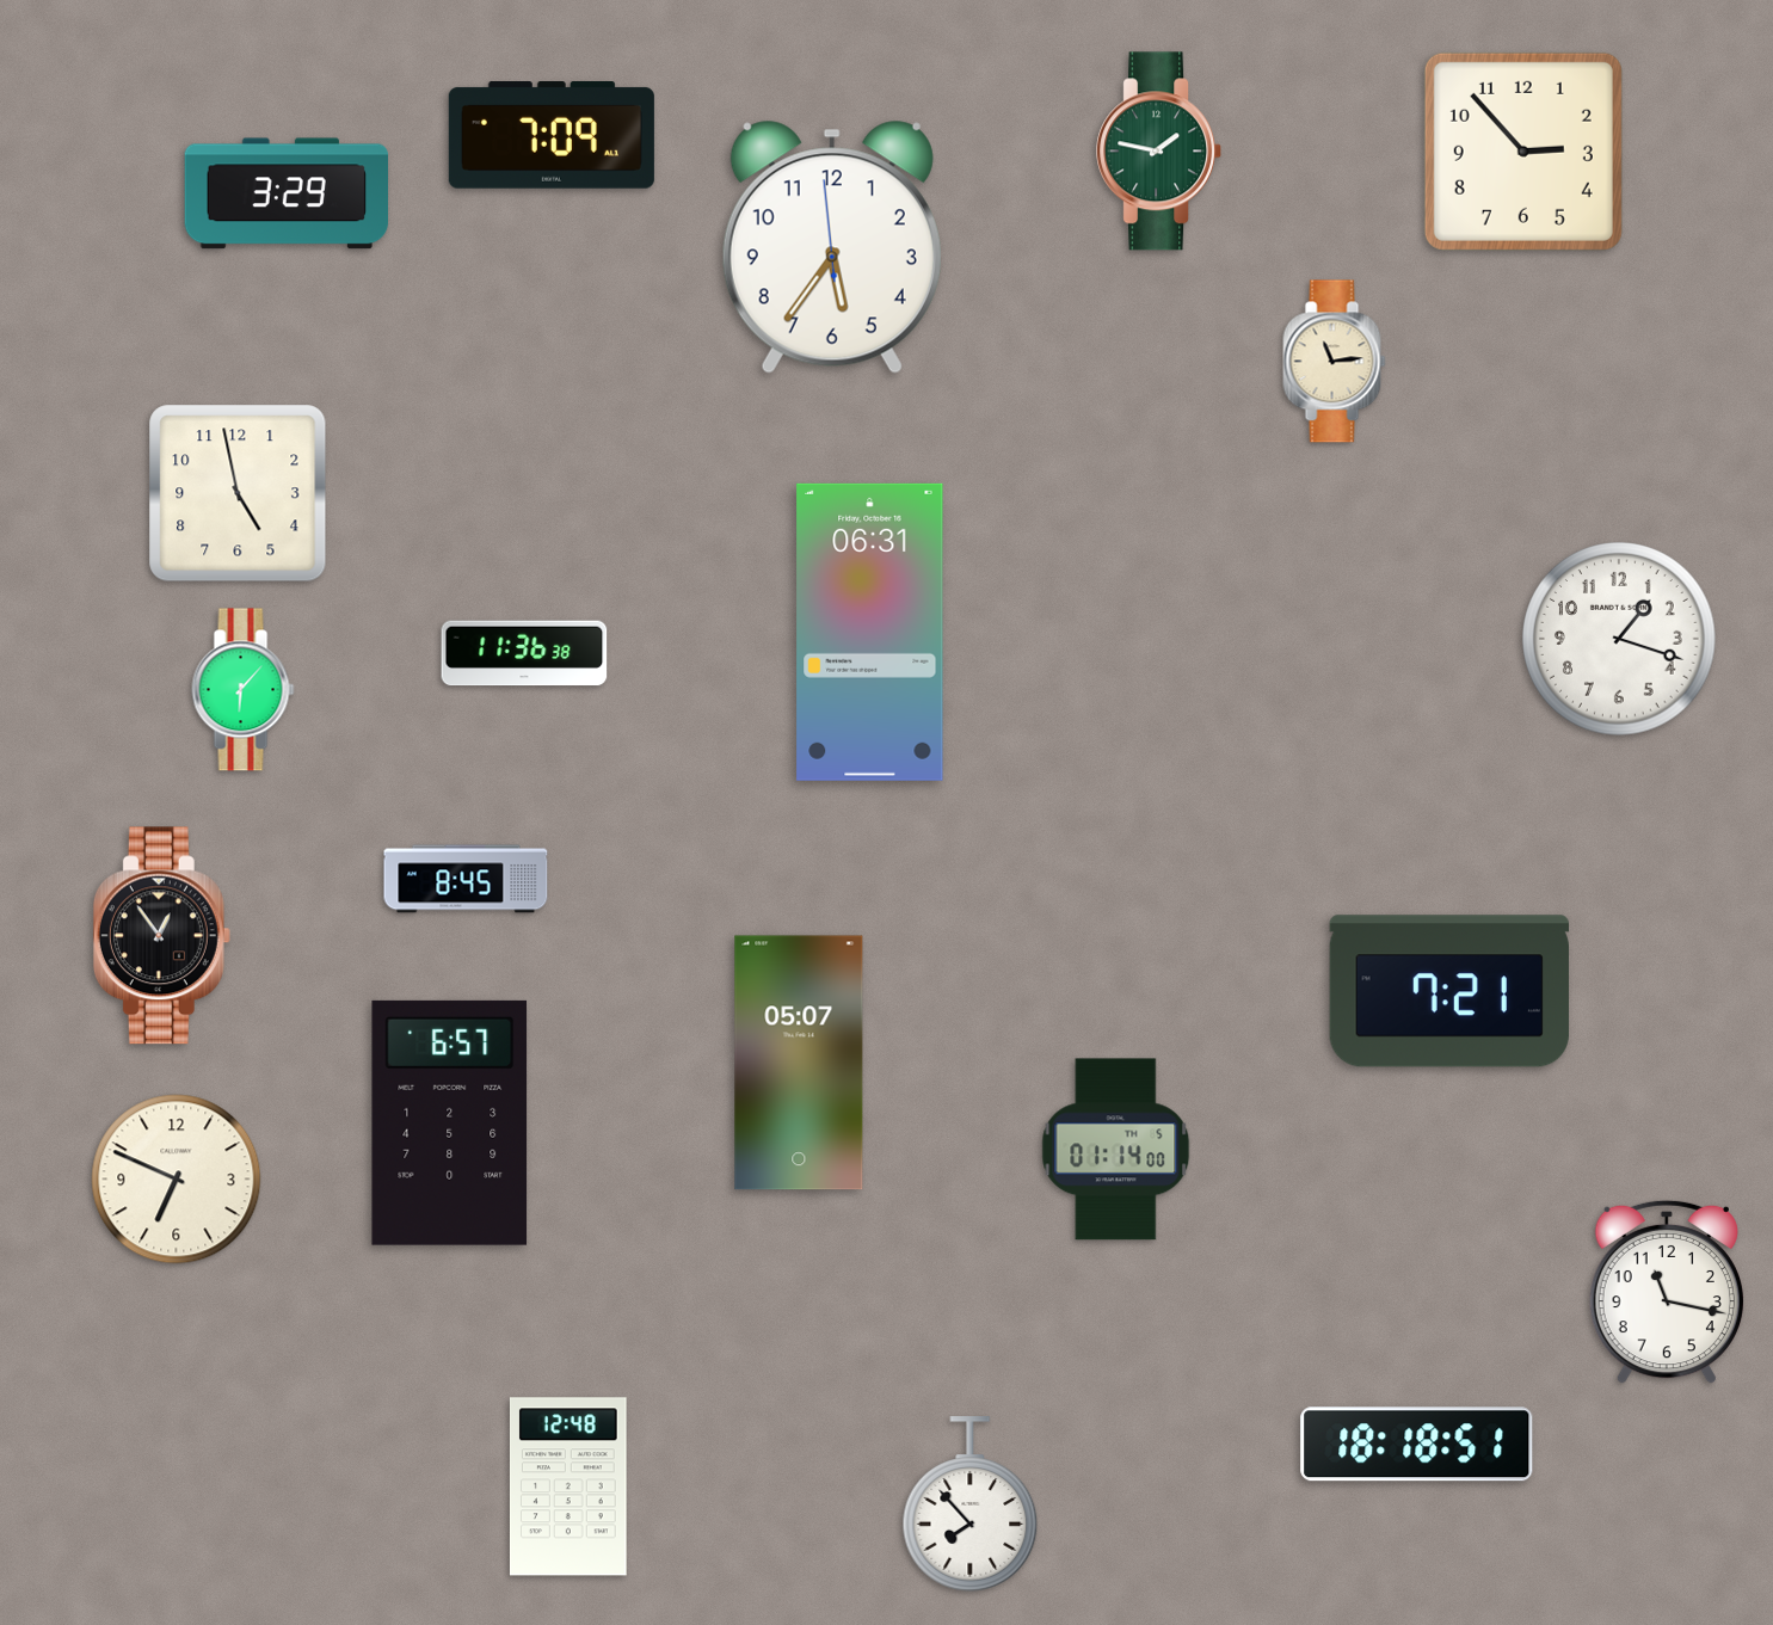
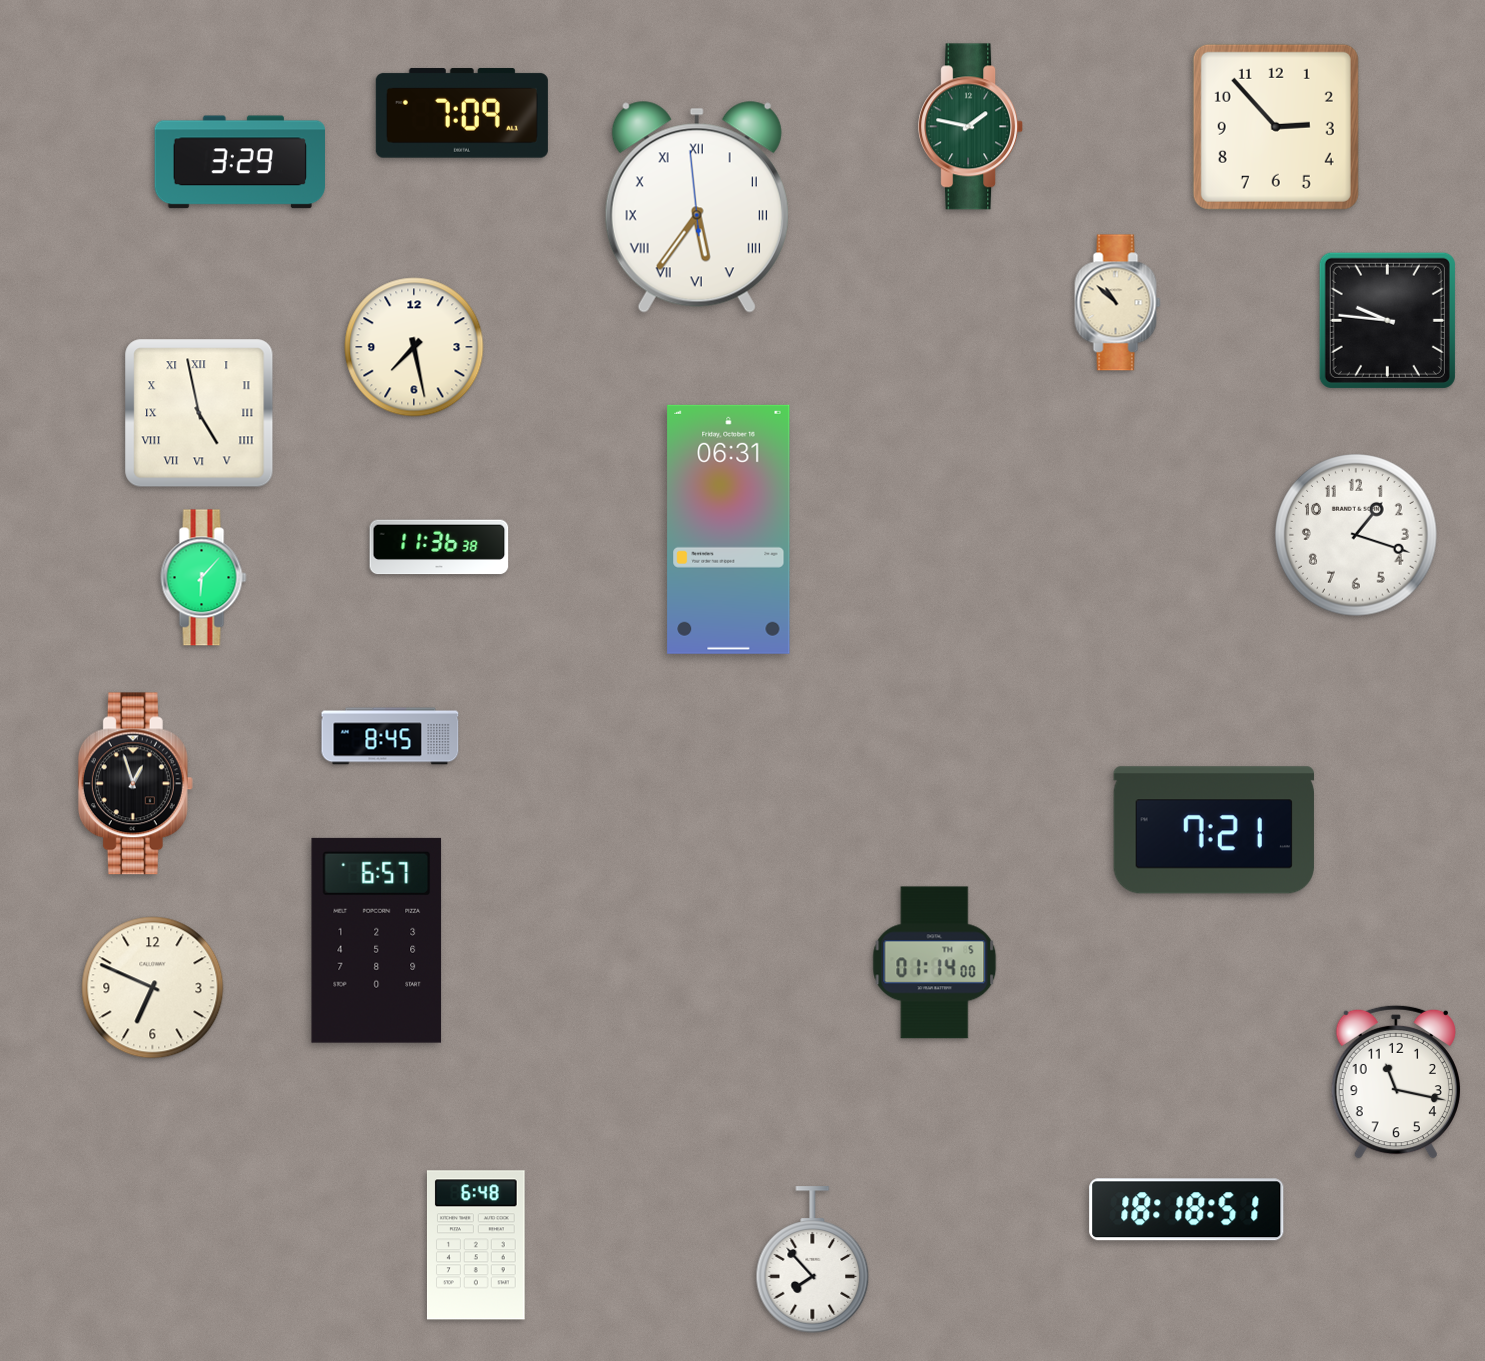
clock at (832, 247) numerals: Arabic -> Roman
clock at (1335, 362): 11:14 -> 10:52
clock at (1387, 320): none -> 9:46
clock at (414, 347): none -> 7:28
clock at (238, 493) numerals: Arabic -> Roman
clock at (161, 936): 12:54 -> 12:57
clock at (799, 1063): 05:07 -> none
clock at (177, 1180) position: (177, 1180) -> (153, 988)
clock at (568, 1486): 12:48 -> 6:48
